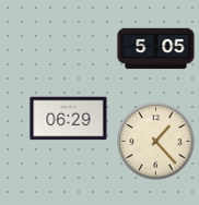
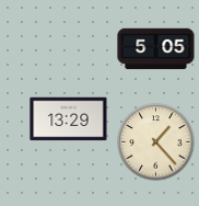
clock at (69, 119): 06:29 -> 13:29
